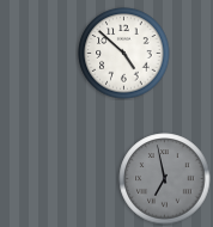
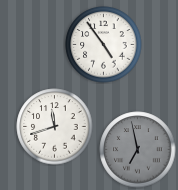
clock at (124, 54): 4:52 -> 4:54
clock at (55, 127): none -> 11:42
